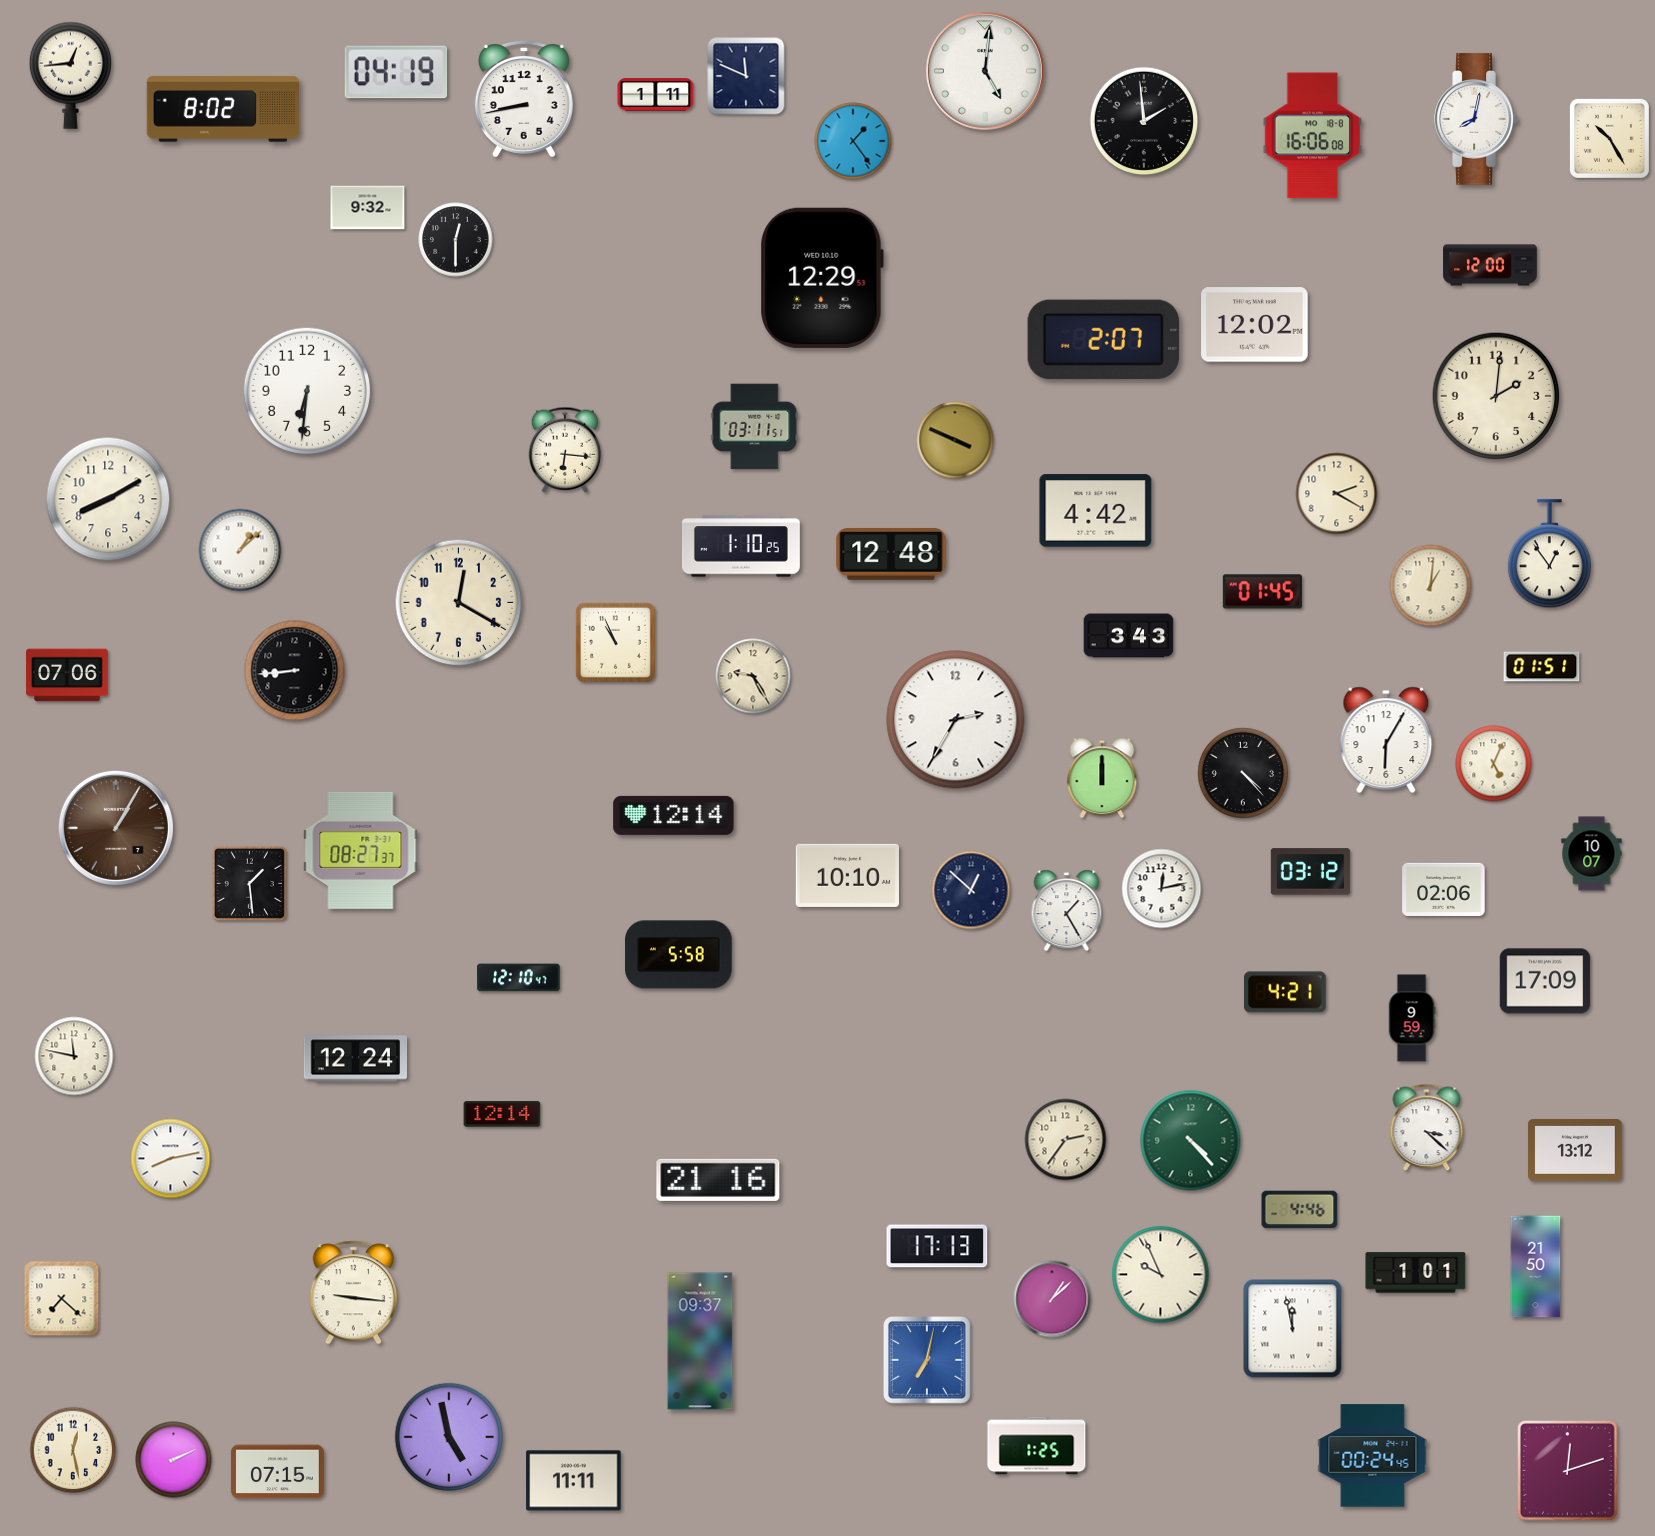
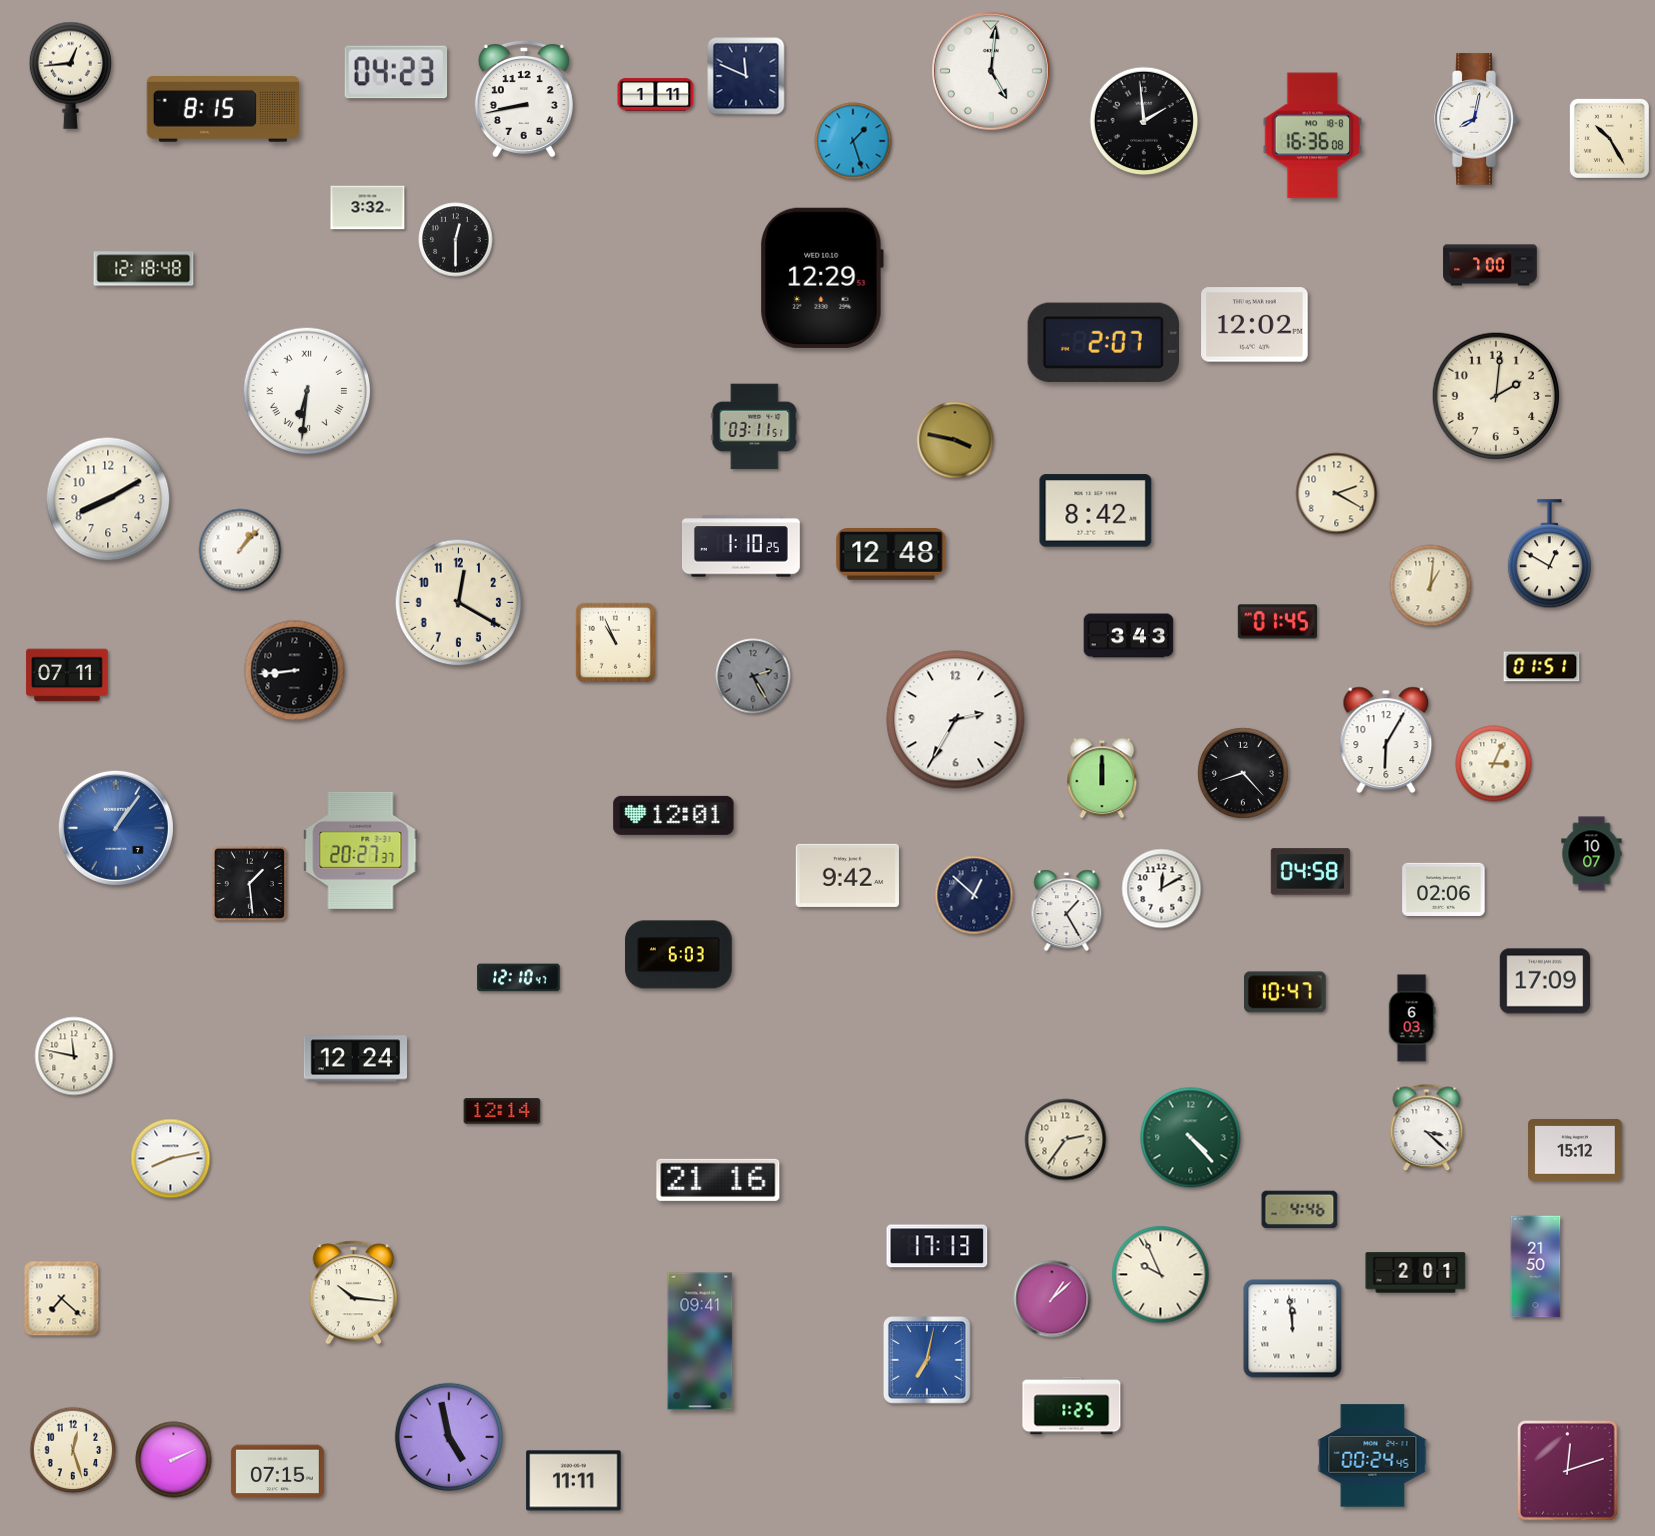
clock at (985, 71) position: (985, 71) -> (991, 71)
clock at (396, 72): 04:19 -> 04:23
clock at (222, 109): 8:02 -> 8:15
clock at (1313, 136): 16:06 -> 16:36
clock at (853, 141): 1:24 -> 1:27
clock at (368, 208): 9:32 -> 3:32
clock at (1490, 265): 12:00 -> 7:00
clock at (144, 269): none -> 12:18
clock at (1103, 339) position: (1103, 339) -> (1103, 342)
clock at (307, 391) numerals: Arabic -> Roman
clock at (955, 440): 3:49 -> 3:47
clock at (565, 450): 6:16 -> none
clock at (1096, 511): 4:42 -> 8:42
clock at (240, 550): 1:08 -> 1:07
clock at (1549, 554): 12:54 -> 12:50
clock at (1262, 592) position: (1262, 592) -> (1277, 622)
clock at (67, 675): 07:06 -> 07:11
clock at (753, 676): 9:25 -> 2:25
clock at (753, 676) dial: cream -> grey
clock at (1494, 764): 5:04 -> 3:04
clock at (1243, 773): 4:23 -> 8:23
clock at (674, 815): 12:14 -> 12:01
clock at (116, 828): 1:05 -> 1:06
clock at (116, 828) dial: brown -> blue
clock at (361, 850): 08:27 -> 20:27
clock at (1310, 872): 03:12 -> 04:58
clock at (847, 875): 10:10 -> 9:42
clock at (1162, 889): 12:13 -> 12:10
clock at (971, 890) position: (971, 890) -> (974, 895)
clock at (679, 955): 5:58 -> 6:03
clock at (1286, 992): 4:21 -> 10:47
clock at (1412, 1018): 9:59 -> 6:03
clock at (502, 1114) position: (502, 1114) -> (502, 1111)
clock at (1191, 1141) position: (1191, 1141) -> (1191, 1138)
clock at (1575, 1151): 13:12 -> 15:12
clock at (1416, 1273): 1:01 -> 2:01
clock at (354, 1293): 9:16 -> 10:16
clock at (1293, 1329): 11:58 -> 11:59
clock at (700, 1341): 09:37 -> 09:41
clock at (1037, 1446) position: (1037, 1446) -> (1072, 1406)
clock at (73, 1450): 12:28 -> 12:27
